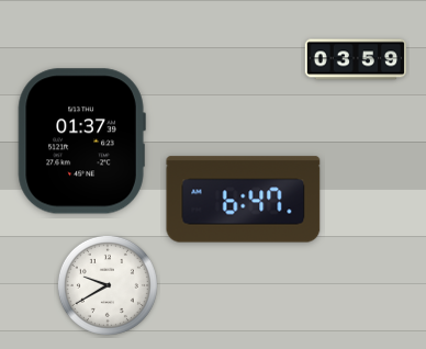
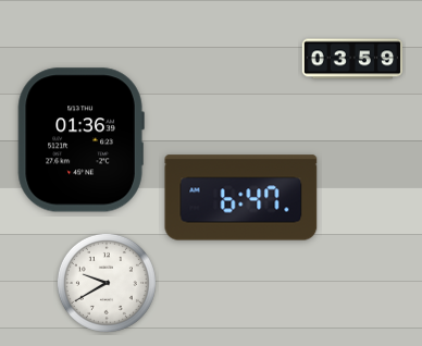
clock at (81, 142): 01:37 -> 01:36
